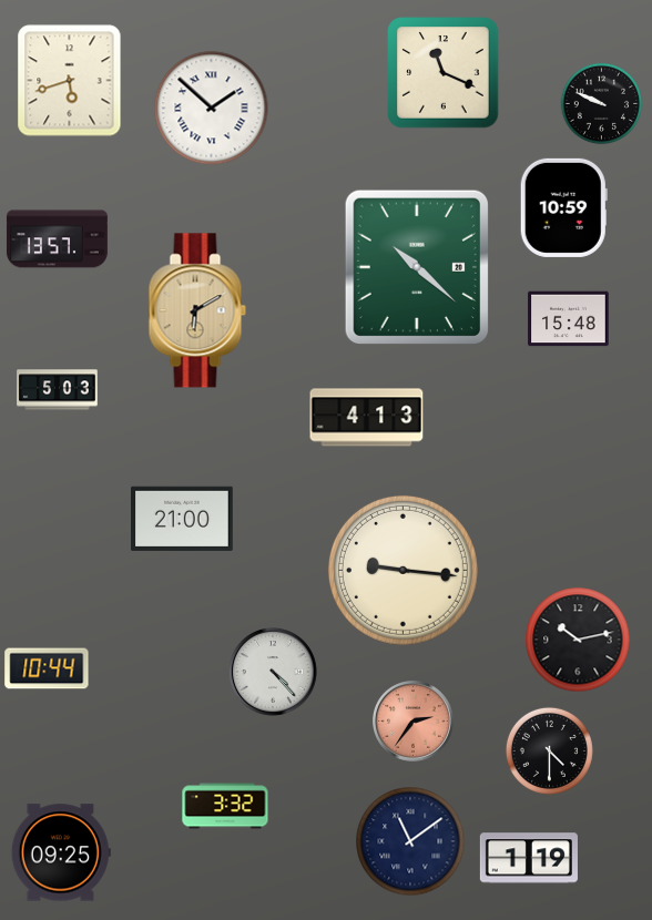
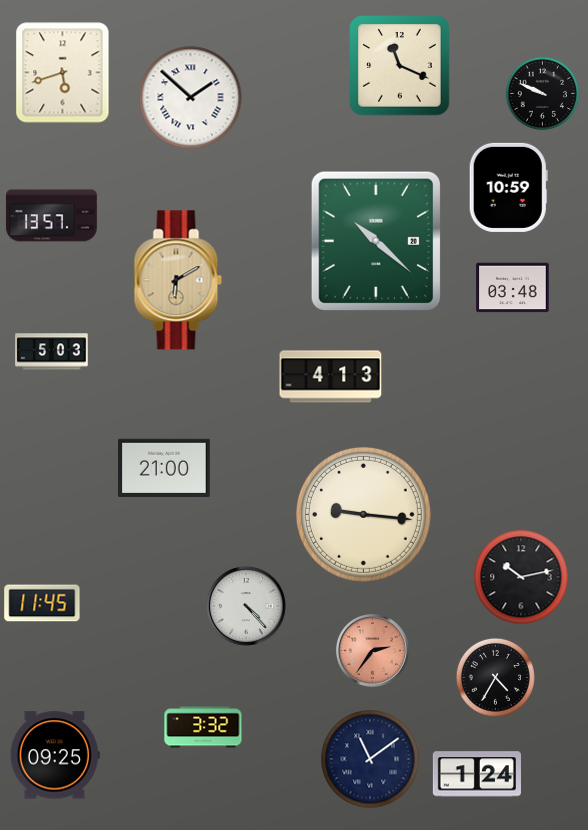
clock at (569, 319): 15:48 -> 03:48
clock at (47, 668): 10:44 -> 11:45
clock at (549, 750): 4:30 -> 4:35
clock at (61, 852) position: (61, 852) -> (55, 755)
clock at (529, 858): 1:19 -> 1:24
